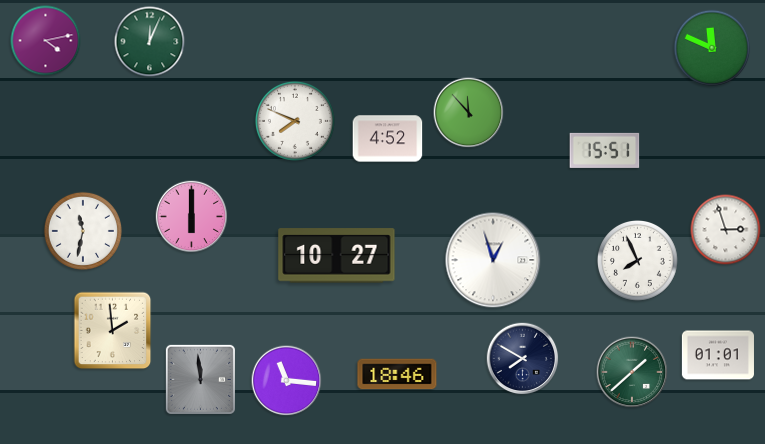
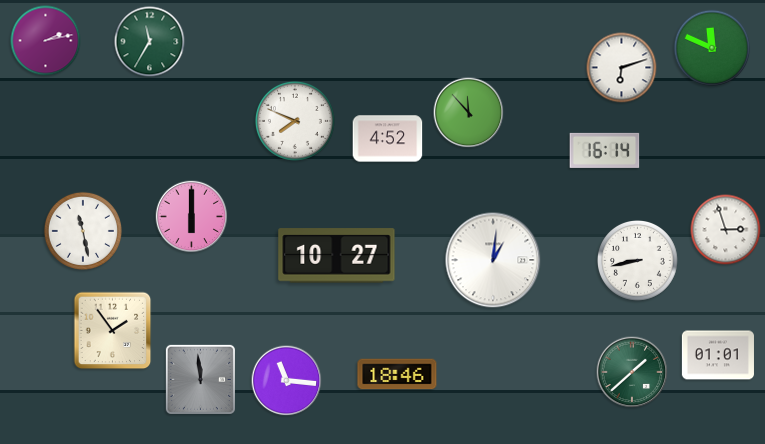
clock at (46, 41): 4:13 -> 2:13
clock at (150, 42): 12:04 -> 11:35
clock at (622, 68): none -> 6:12
clock at (605, 150): 15:51 -> 16:14
clock at (83, 231): 11:32 -> 11:28
clock at (493, 260): 12:57 -> 1:01
clock at (638, 261): 7:56 -> 8:43
clock at (113, 331): 1:59 -> 1:54
clock at (523, 359): 7:50 -> none
